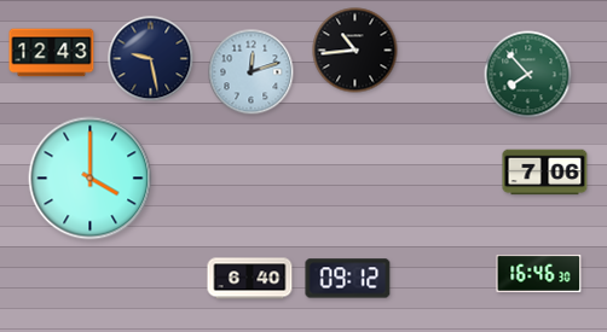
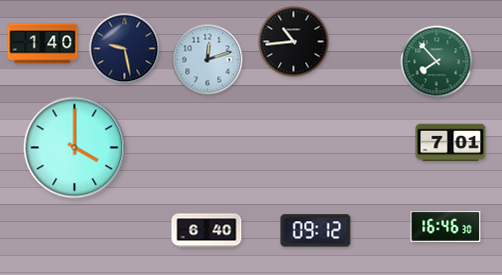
clock at (52, 53): 12:43 -> 1:40
clock at (545, 173): 7:06 -> 7:01
clock at (348, 279) position: (348, 279) -> (316, 231)
